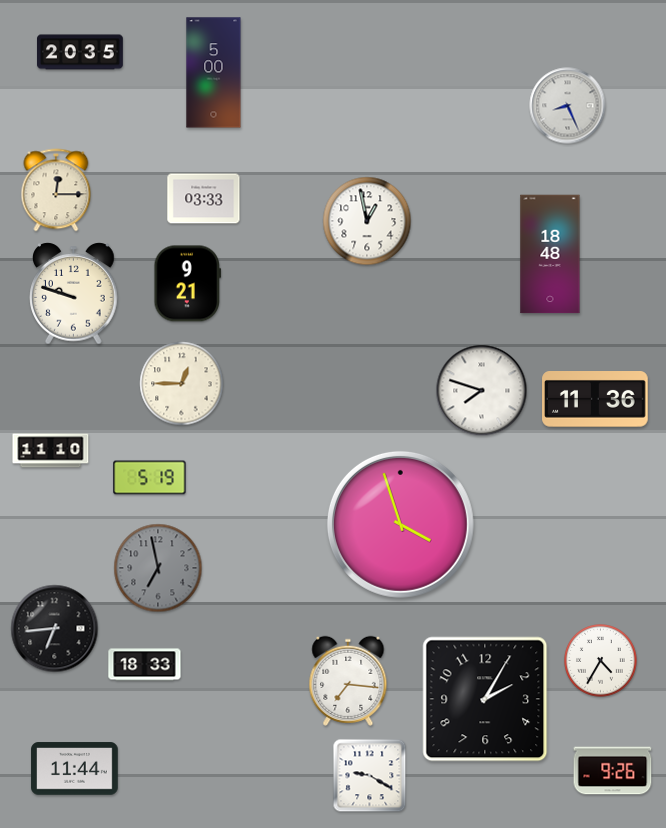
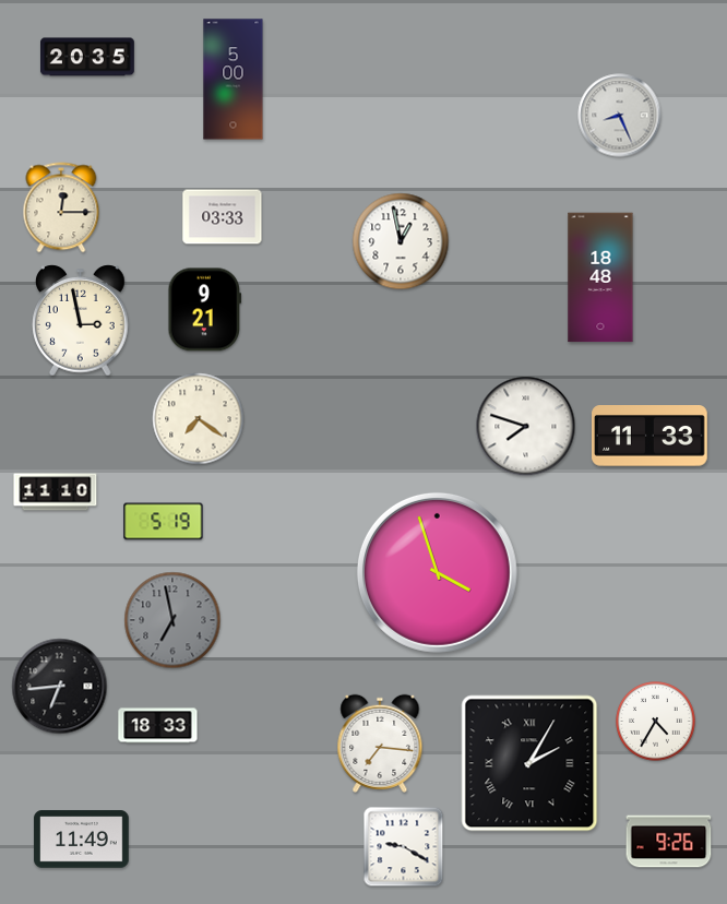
clock at (74, 294): 9:48 -> 2:58
clock at (182, 384): 12:45 -> 7:21
clock at (595, 399): 11:36 -> 11:33
clock at (485, 699) numerals: Arabic -> Roman
clock at (75, 769): 11:44 -> 11:49
